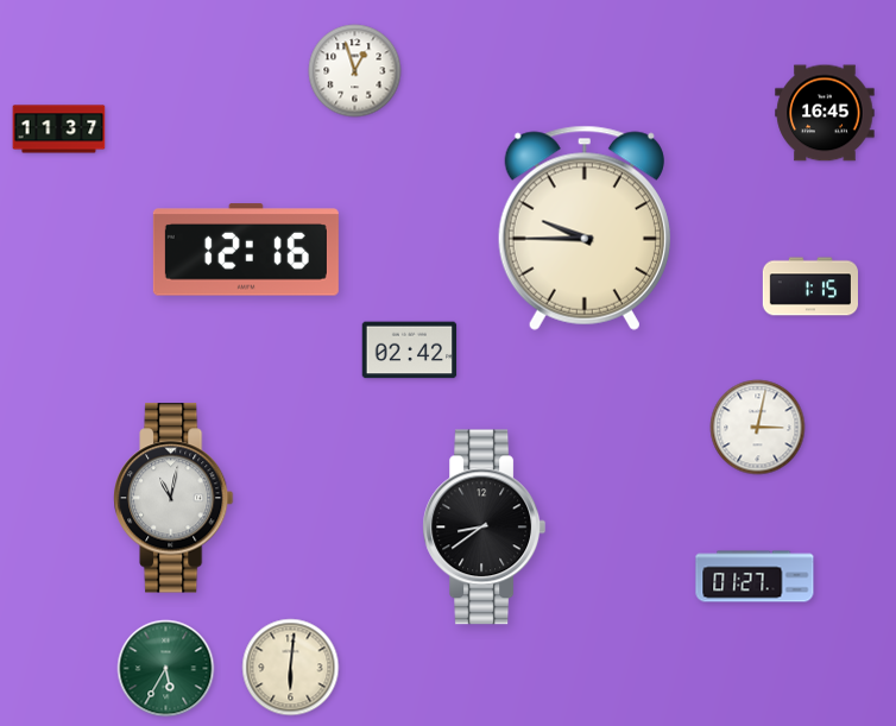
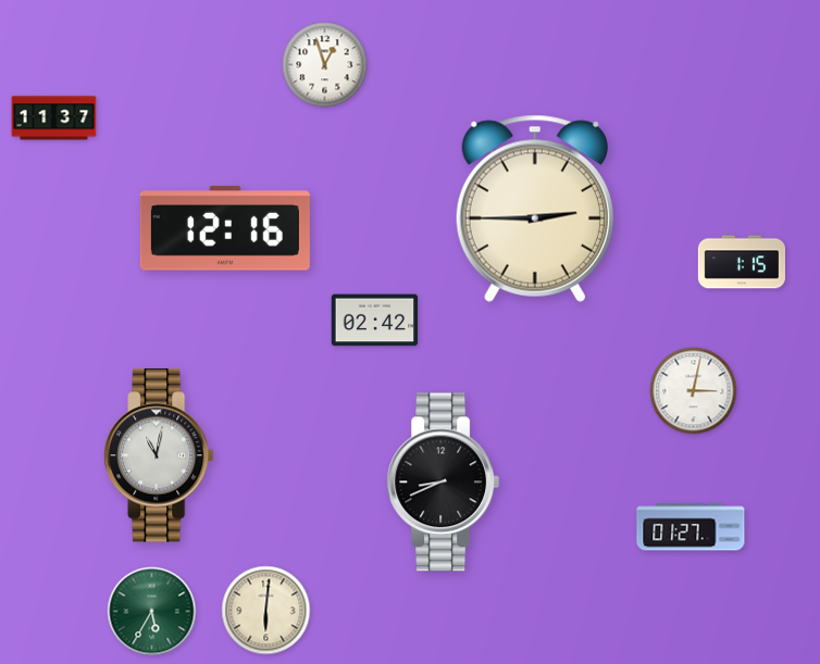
clock at (825, 113): 16:45 -> none
clock at (585, 228): 9:45 -> 2:45
clock at (485, 528): 8:39 -> 8:41
